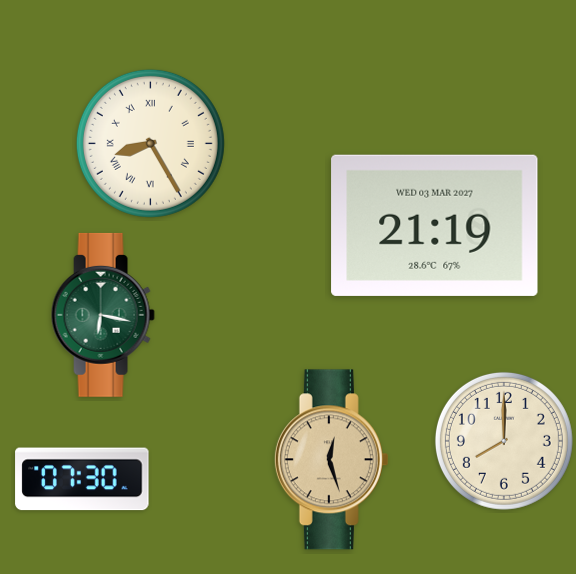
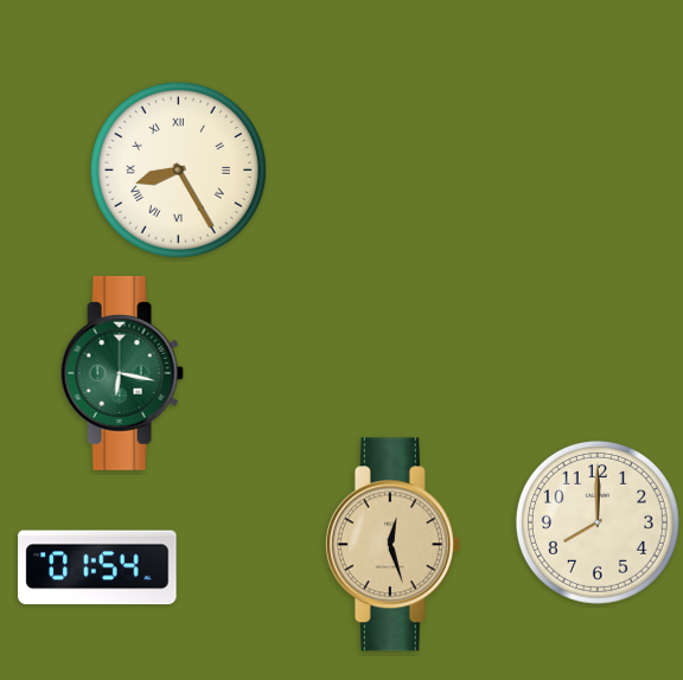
clock at (435, 225): 21:19 -> none
clock at (82, 479): 07:30 -> 01:54
